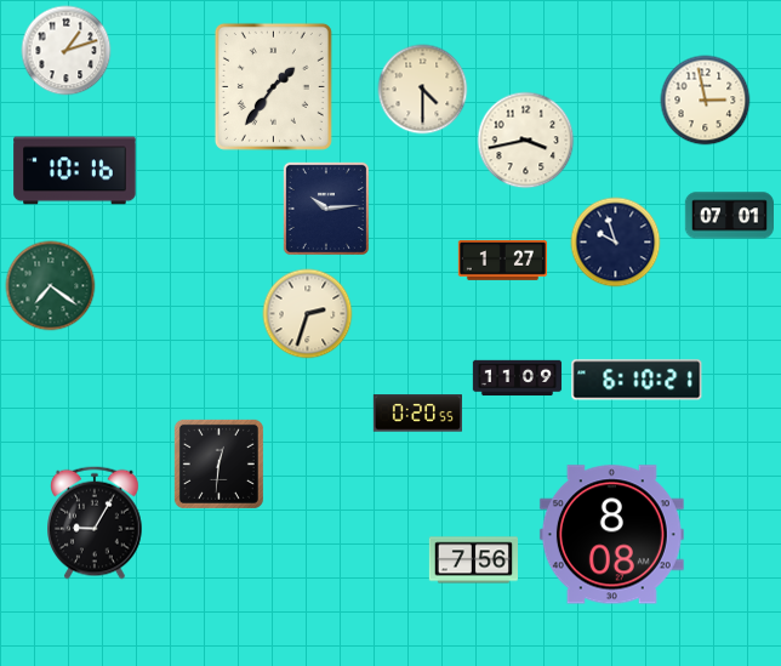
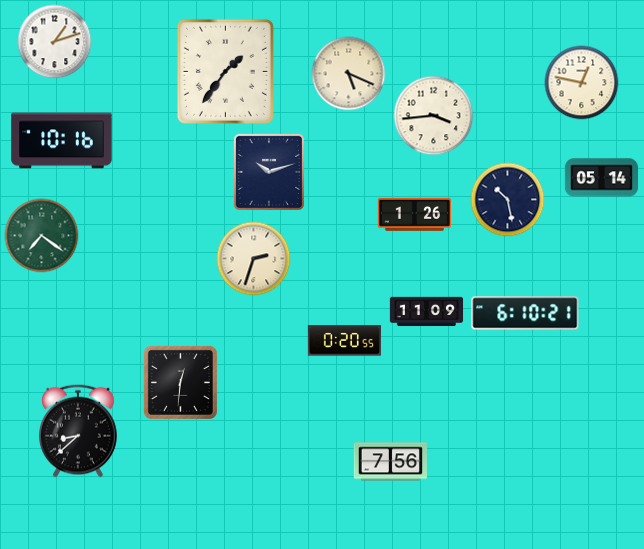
clock at (423, 90): 4:30 -> 5:19
clock at (706, 101): 2:58 -> 12:47
clock at (526, 141): 3:43 -> 3:44
clock at (326, 209): 10:14 -> 10:12
clock at (729, 216): 07:01 -> 05:14
clock at (616, 243): 9:57 -> 10:28
clock at (502, 261): 1:27 -> 1:26
clock at (96, 523): 9:05 -> 8:38
clock at (611, 535): 8:08 -> none
